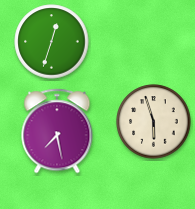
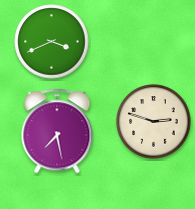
clock at (52, 42): 12:33 -> 3:41
clock at (154, 122): 5:57 -> 2:48
